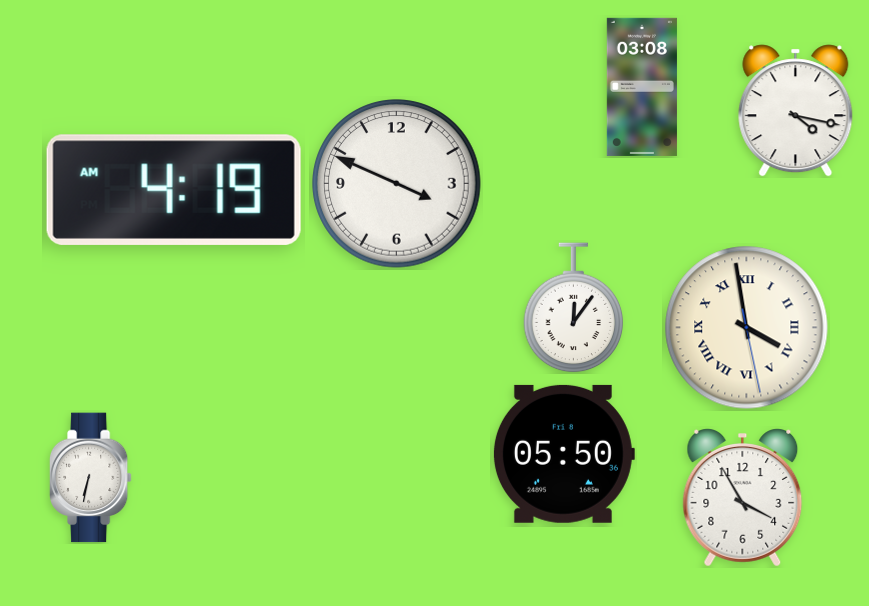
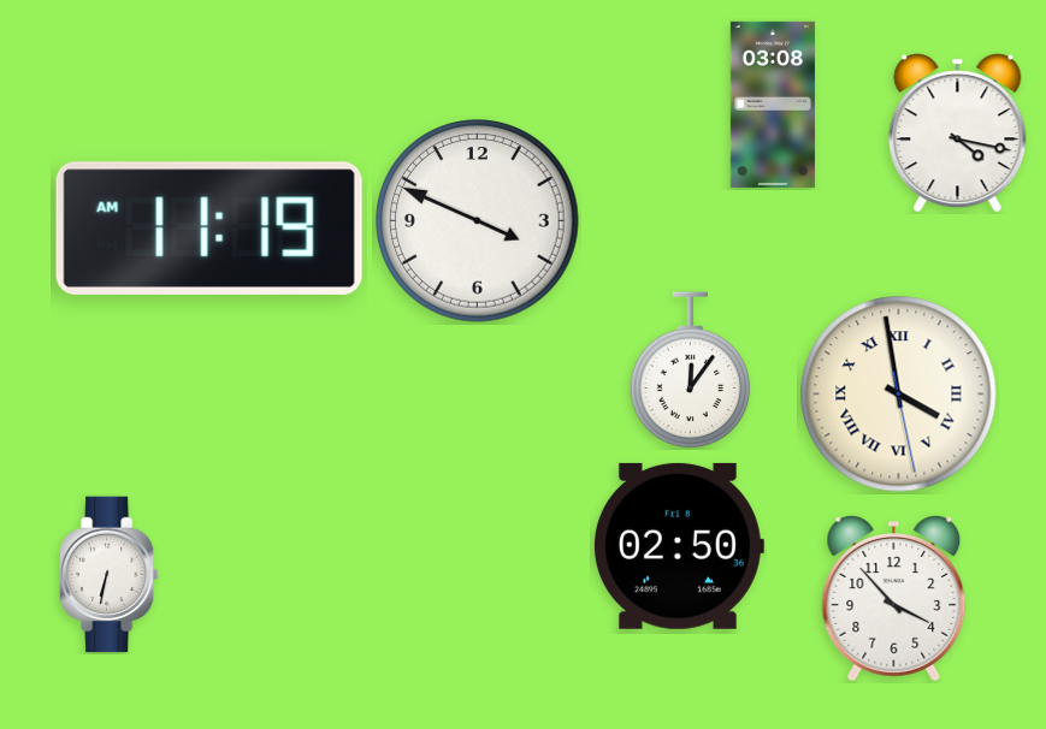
clock at (174, 190): 4:19 -> 11:19
clock at (563, 454): 05:50 -> 02:50
clock at (743, 498): 3:55 -> 3:53
